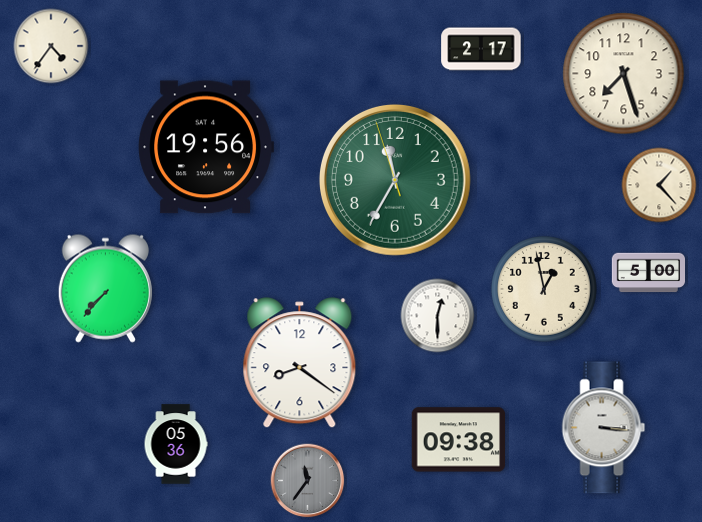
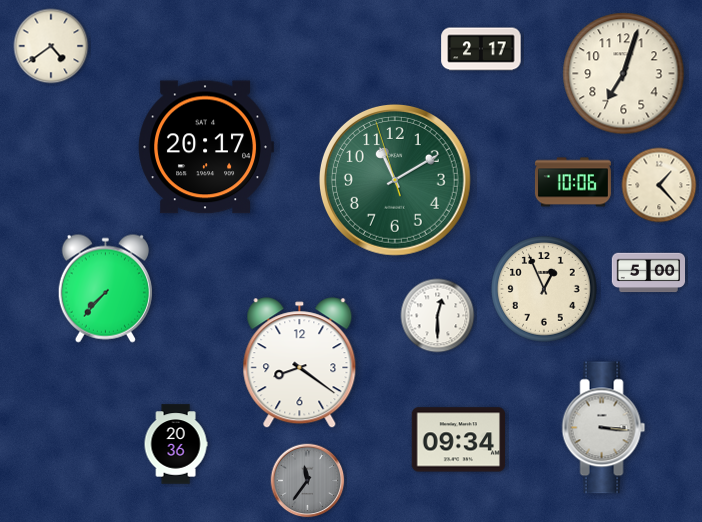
clock at (51, 46): 4:36 -> 4:39
clock at (624, 74): 7:27 -> 7:03
clock at (206, 147): 19:56 -> 20:17
clock at (395, 180): 11:34 -> 11:09
clock at (573, 182): none -> 10:06
clock at (544, 289): 12:58 -> 12:56
clock at (459, 440): 09:38 -> 09:34
clock at (176, 444): 05:36 -> 20:36
